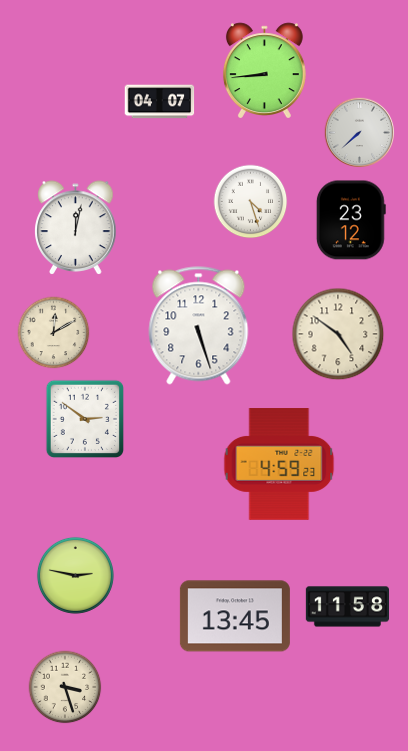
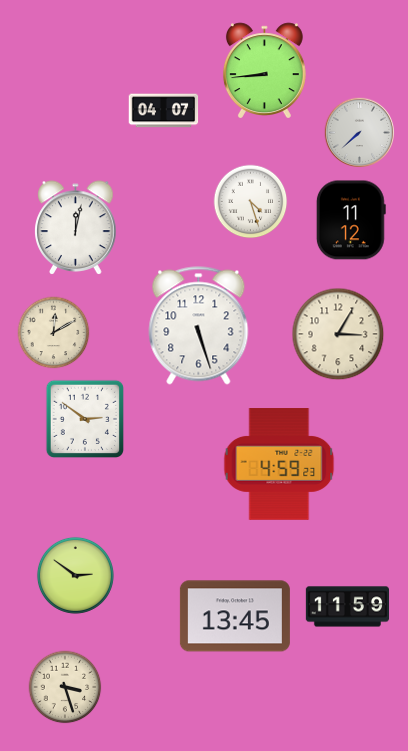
clock at (160, 102) position: (160, 102) -> (164, 111)
clock at (351, 220): 23:12 -> 11:12
clock at (338, 334): 4:51 -> 3:05
clock at (75, 575): 2:47 -> 2:51
clock at (347, 607): 11:58 -> 11:59
